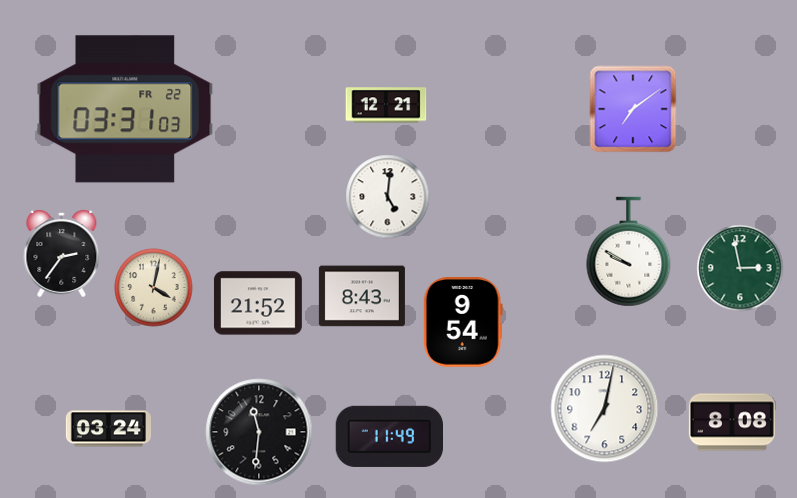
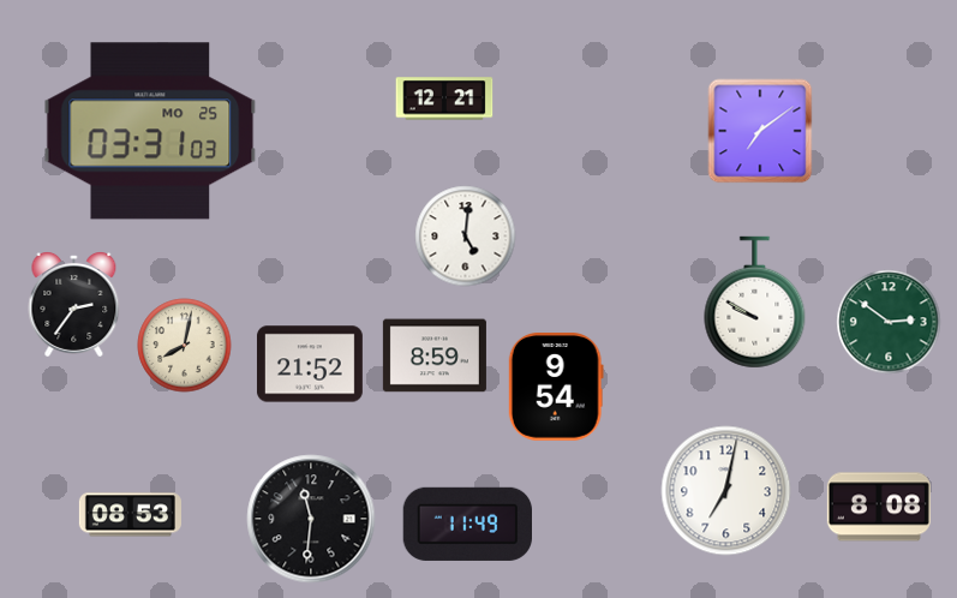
clock at (386, 105) position: (386, 105) -> (444, 98)
clock at (125, 109) date: FR 22 -> MO 25
clock at (740, 268): 2:58 -> 2:51
clock at (154, 288): 4:02 -> 8:02
clock at (362, 296): 8:43 -> 8:59
clock at (108, 429): 03:24 -> 08:53
